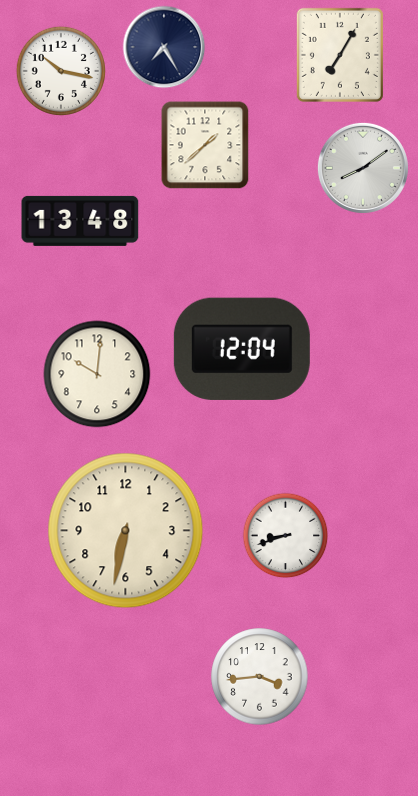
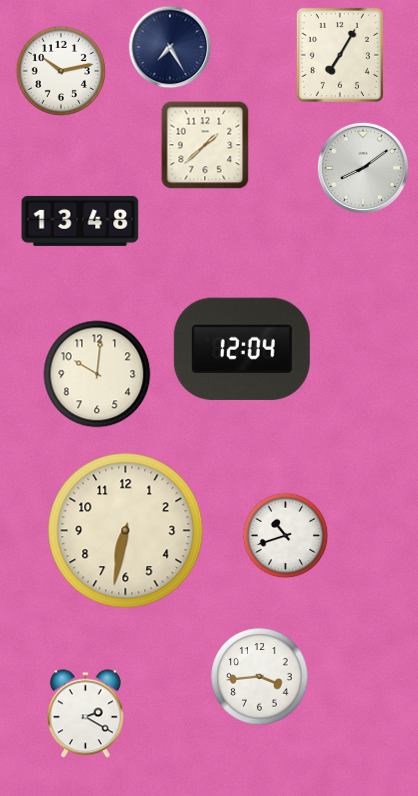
clock at (164, 47) position: (164, 47) -> (170, 47)
clock at (61, 71): 10:17 -> 10:13
clock at (286, 536): 8:42 -> 10:42
clock at (85, 714): none -> 2:20
